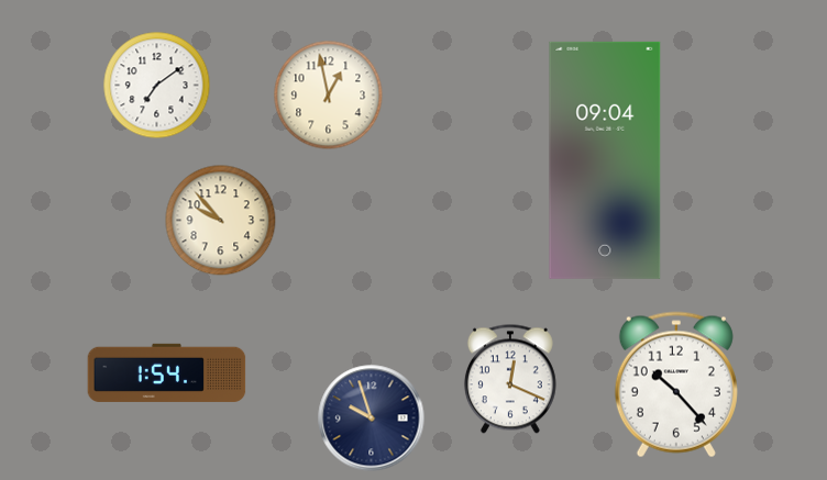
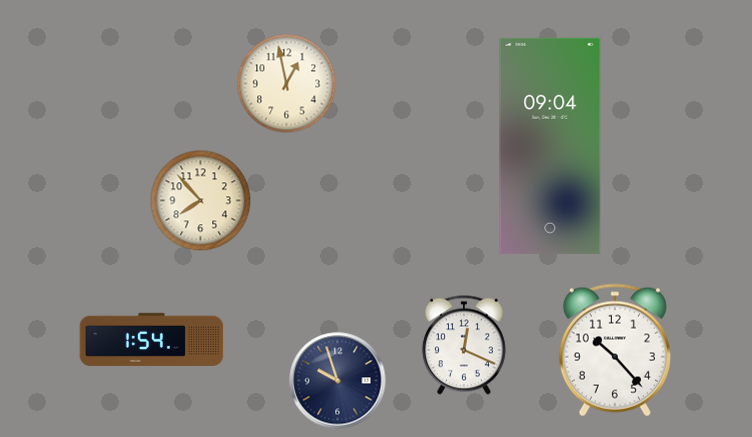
clock at (157, 86): 7:09 -> none
clock at (329, 96) position: (329, 96) -> (287, 84)
clock at (221, 221): 9:53 -> 7:53
